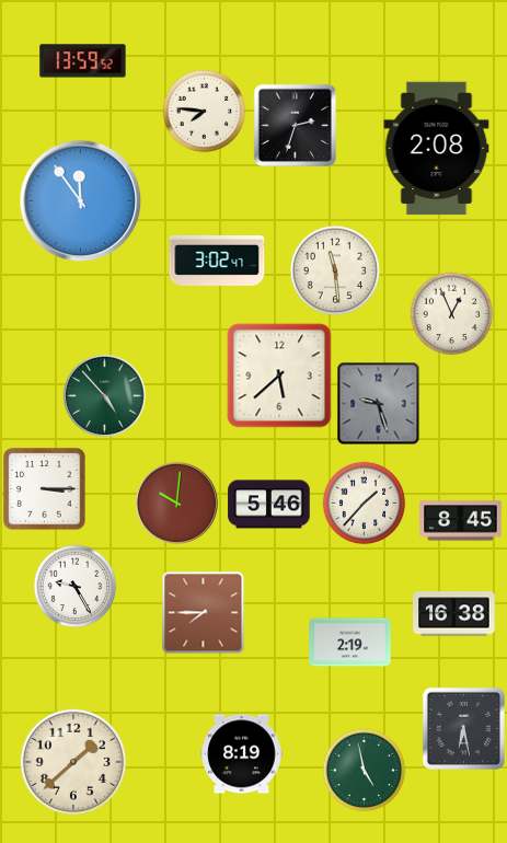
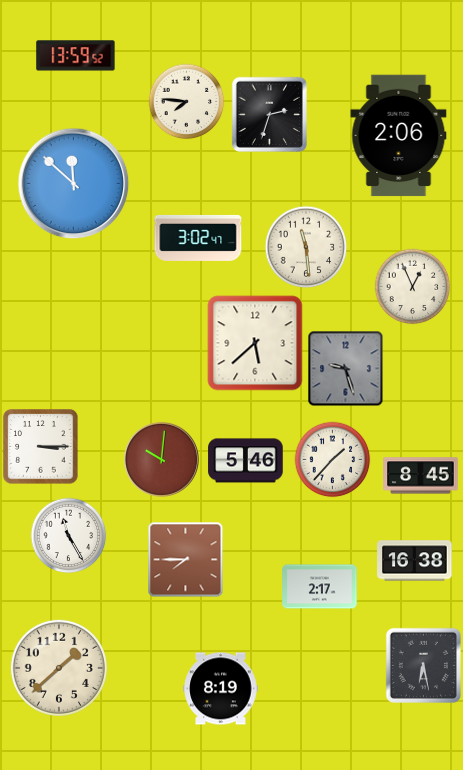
clock at (437, 149): 2:08 -> 2:06
clock at (81, 201): 11:54 -> 11:52
clock at (104, 395): 4:53 -> none
clock at (76, 587): 9:25 -> 11:25
clock at (350, 643): 2:19 -> 2:17
clock at (73, 762) position: (73, 762) -> (59, 668)
clock at (365, 771): 4:58 -> none
